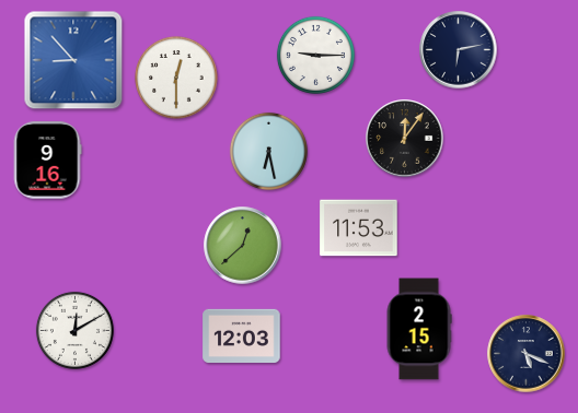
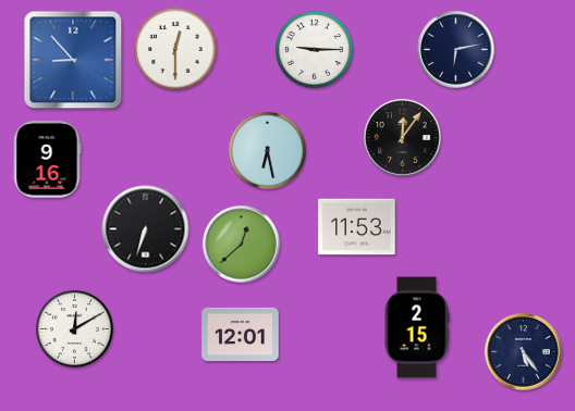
clock at (315, 55) position: (315, 55) -> (314, 49)
clock at (176, 78) position: (176, 78) -> (175, 49)
clock at (146, 229): none -> 6:33
clock at (242, 337): 12:03 -> 12:01
clock at (527, 354): 5:19 -> 5:24
